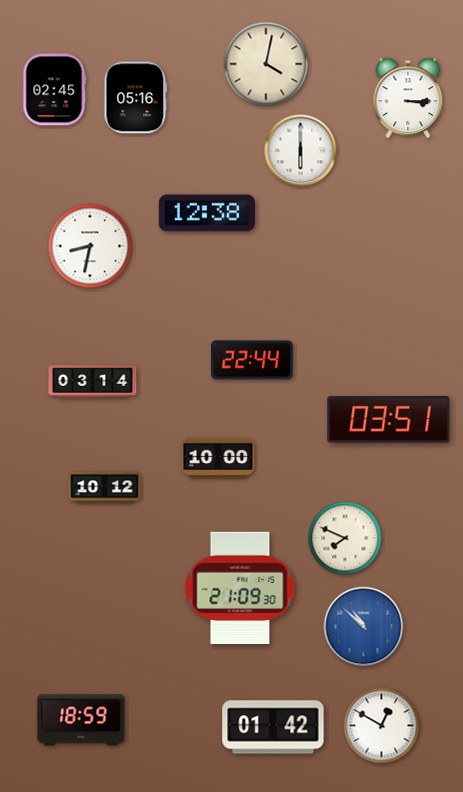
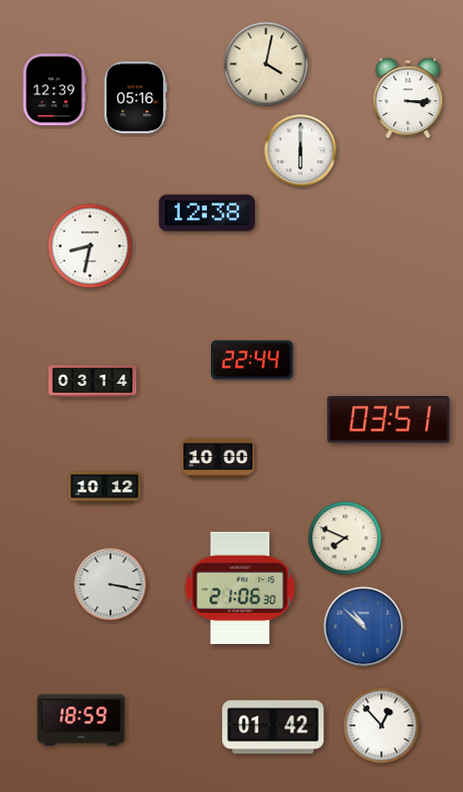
clock at (55, 90): 02:45 -> 12:39
clock at (111, 585): none -> 3:17
clock at (240, 587): 21:09 -> 21:06
clock at (382, 726): 12:50 -> 12:53
